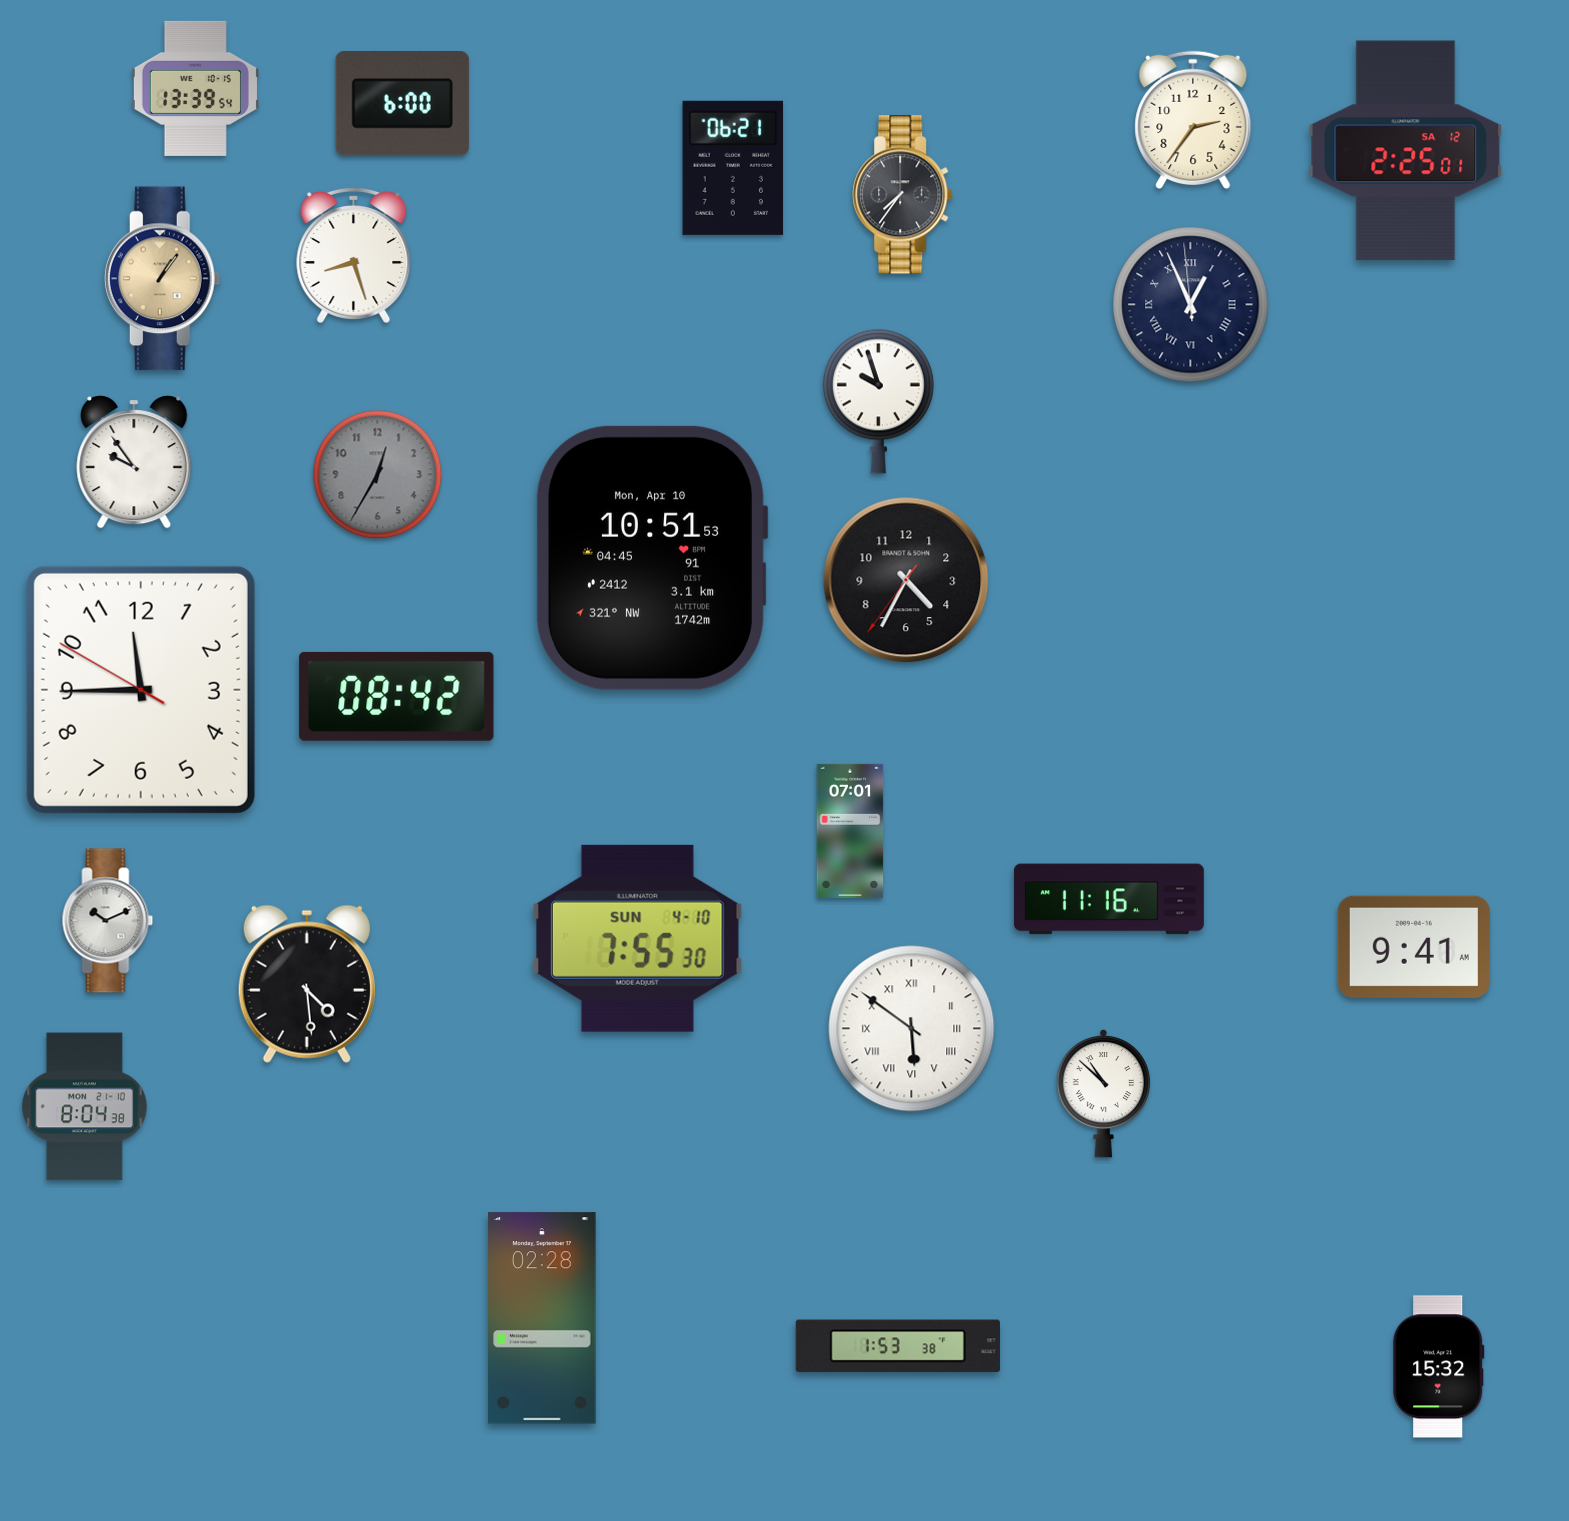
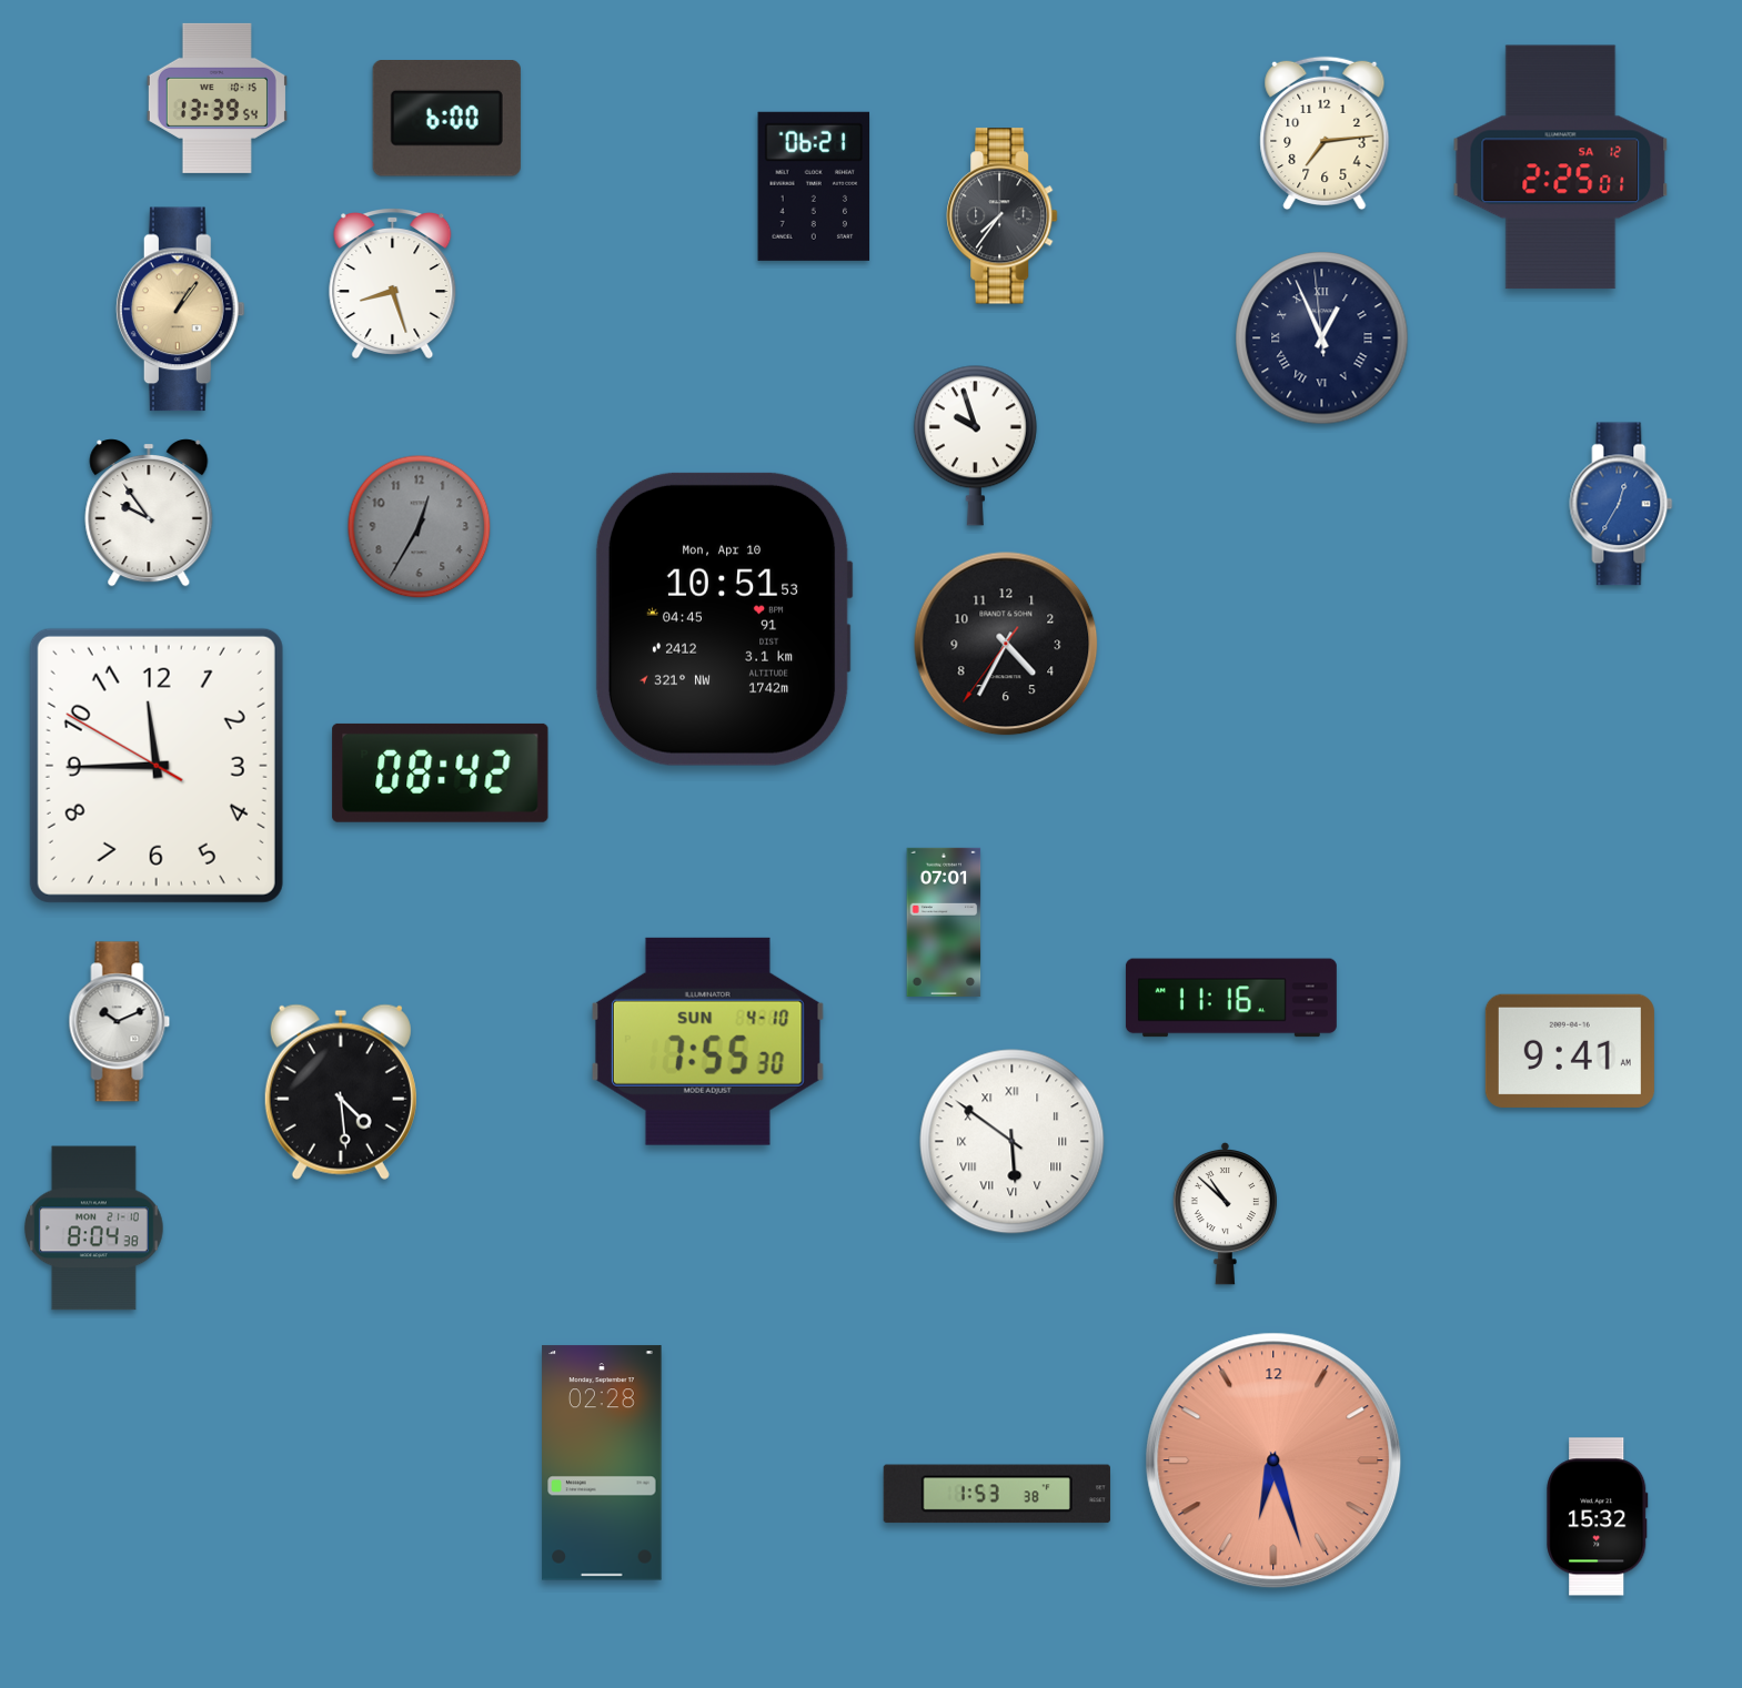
clock at (402, 104) position: (402, 104) -> (446, 119)
clock at (1193, 120): 2:36 -> 7:14
clock at (1621, 504): none -> 12:35
clock at (1273, 1460): none -> 6:27
